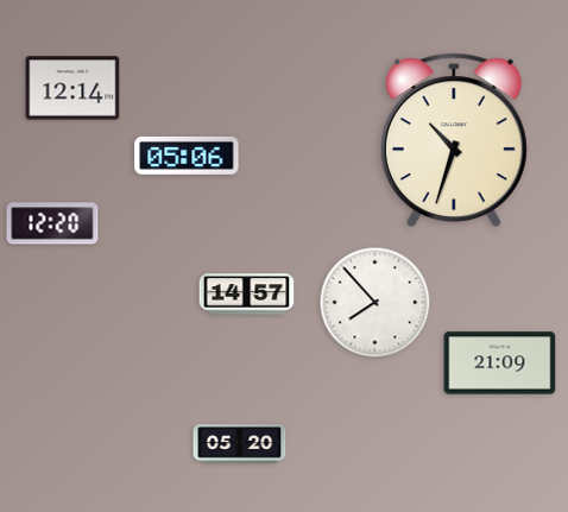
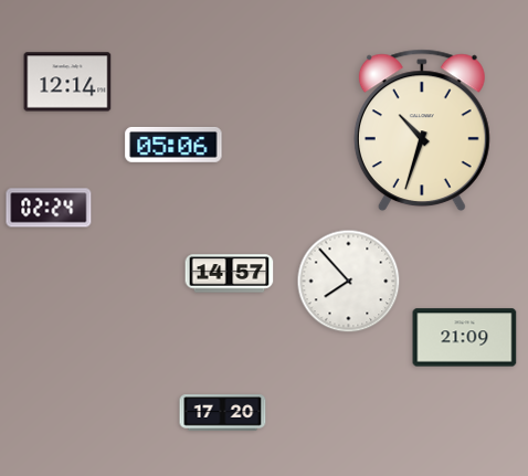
clock at (52, 223): 12:20 -> 02:24
clock at (240, 444): 05:20 -> 17:20
